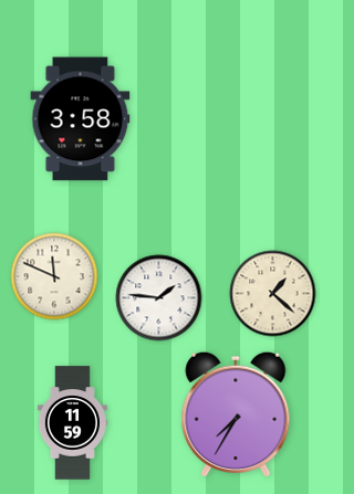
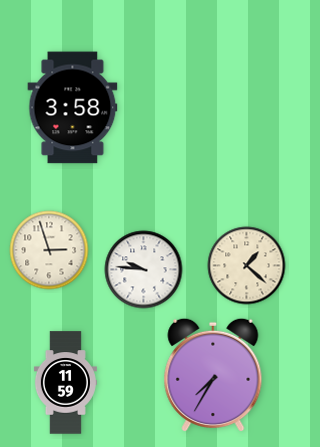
clock at (54, 276): 11:49 -> 2:57
clock at (159, 298): 1:46 -> 9:46
